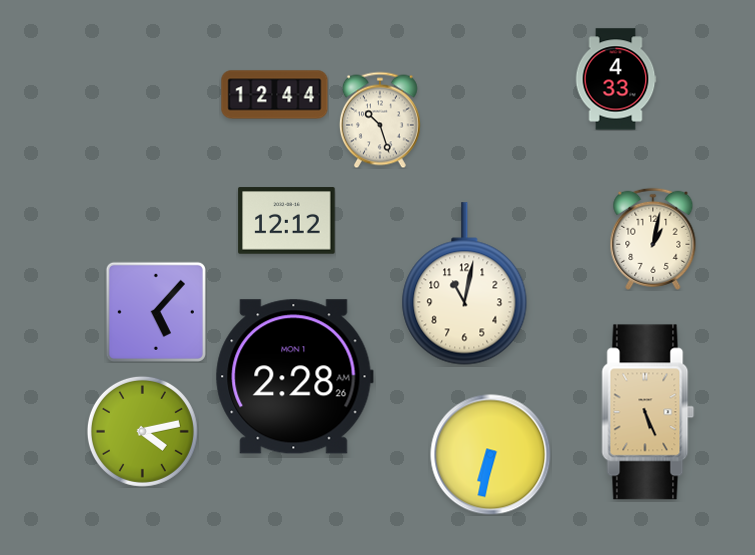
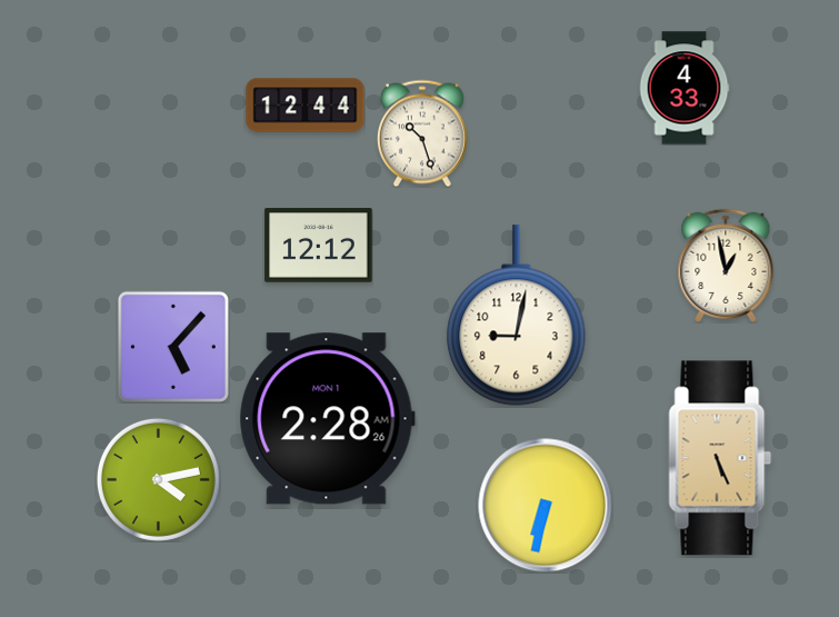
clock at (653, 239): 1:02 -> 12:58
clock at (465, 284): 11:02 -> 9:02
